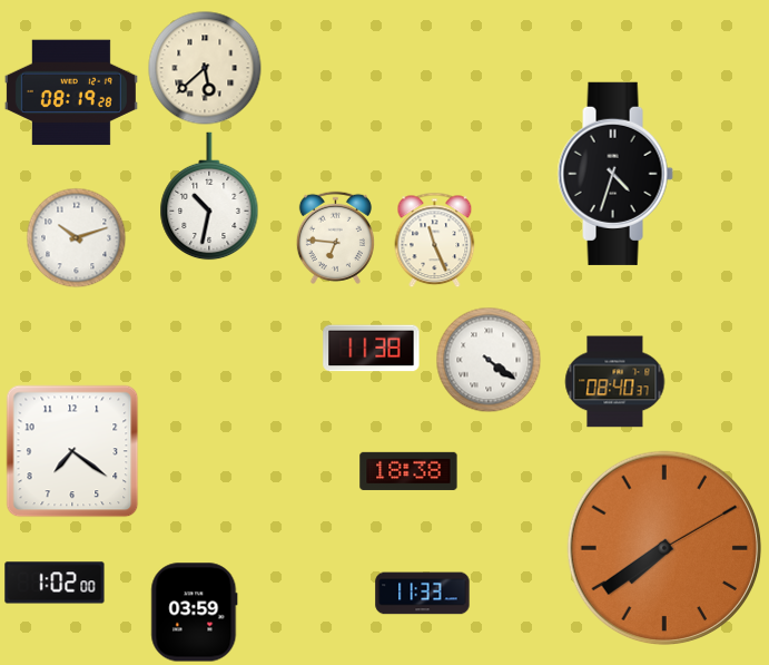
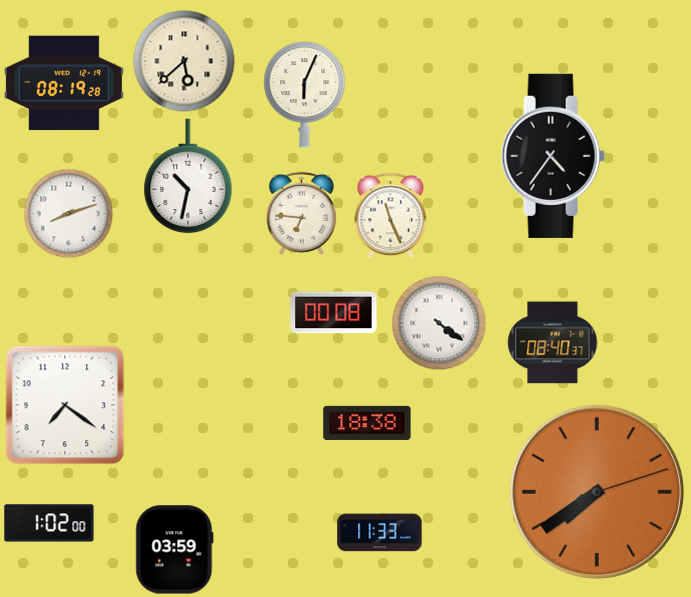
clock at (305, 95): none -> 6:04
clock at (615, 174): 4:33 -> 4:36
clock at (76, 237): 10:12 -> 8:12
clock at (372, 349): 11:38 -> 00:08
clock at (664, 548): 7:39:10 -> 7:39:12
